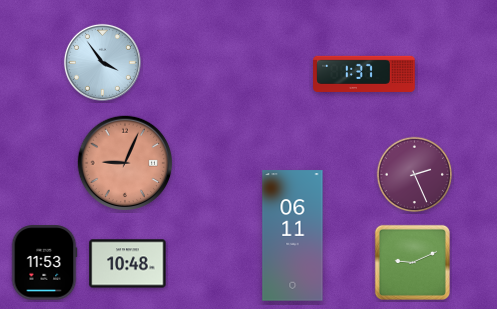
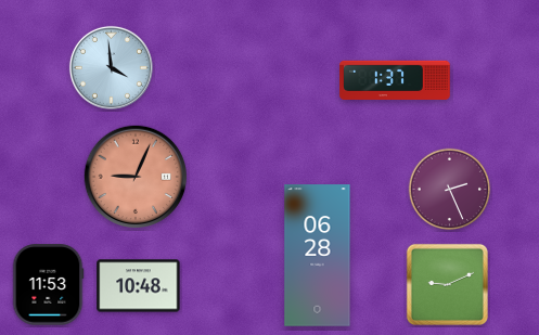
clock at (102, 62): 3:54 -> 3:59
clock at (293, 236): 06:11 -> 06:28
